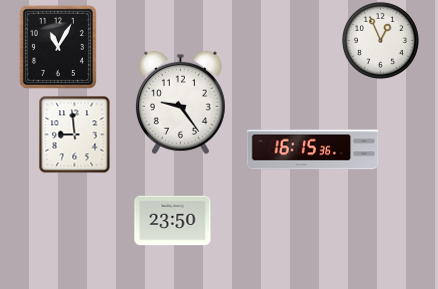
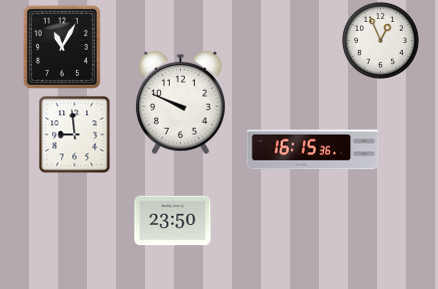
clock at (58, 47) position: (58, 47) -> (62, 47)
clock at (180, 103): 9:24 -> 9:49
